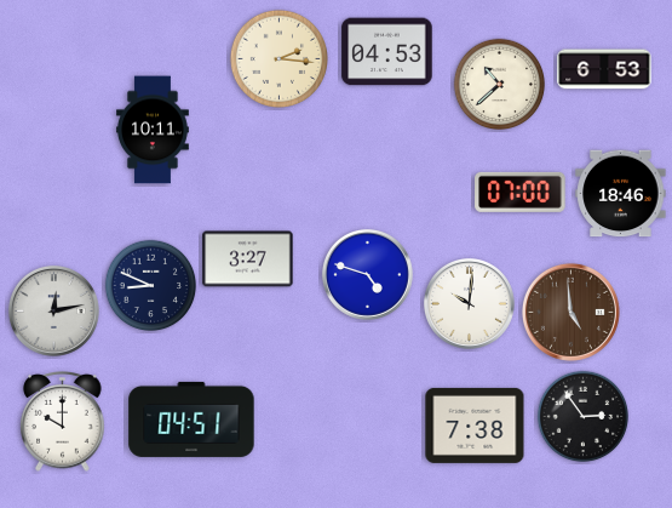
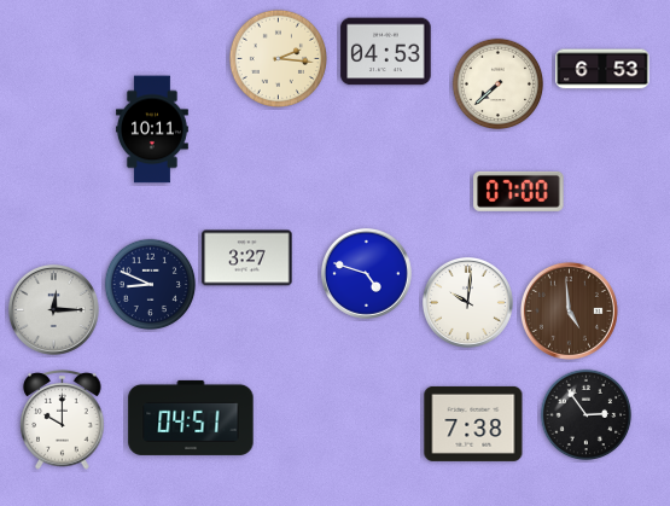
clock at (500, 85): 10:38 -> 7:38
clock at (621, 194): 18:46 -> none
clock at (53, 310): 12:13 -> 12:15
clock at (584, 417) position: (584, 417) -> (587, 415)
